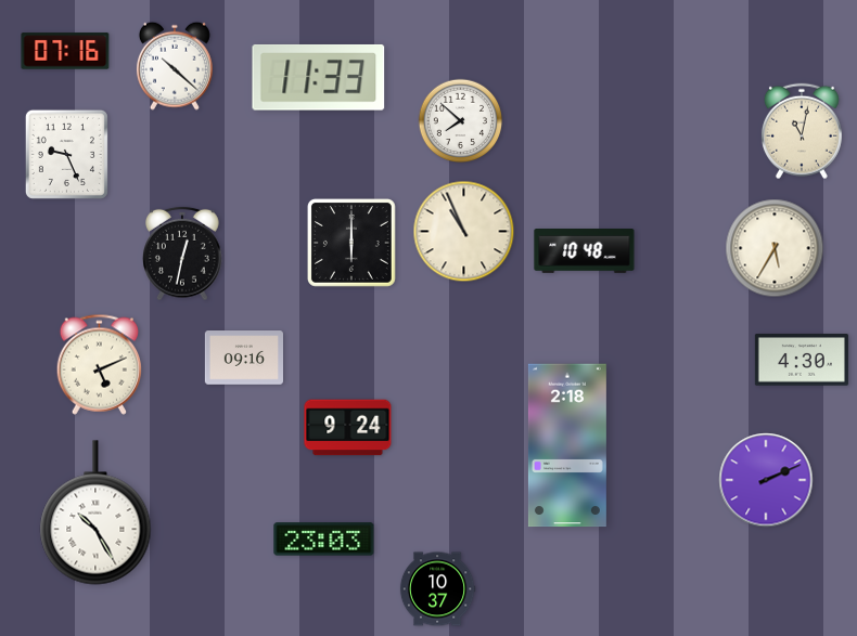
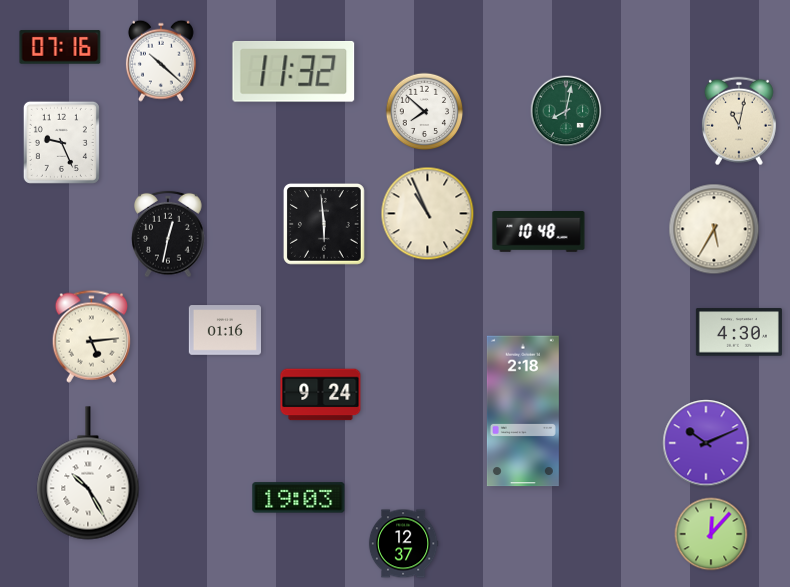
clock at (319, 77): 11:33 -> 11:32
clock at (566, 111): none -> 8:02
clock at (351, 243): 6:00 -> 5:59
clock at (243, 358): 09:16 -> 01:16
clock at (99, 364): 5:11 -> 5:14
clock at (766, 480): 2:11 -> 10:11
clock at (324, 540): 23:03 -> 19:03
clock at (711, 534): none -> 12:07
clock at (437, 589): 10:37 -> 12:37
